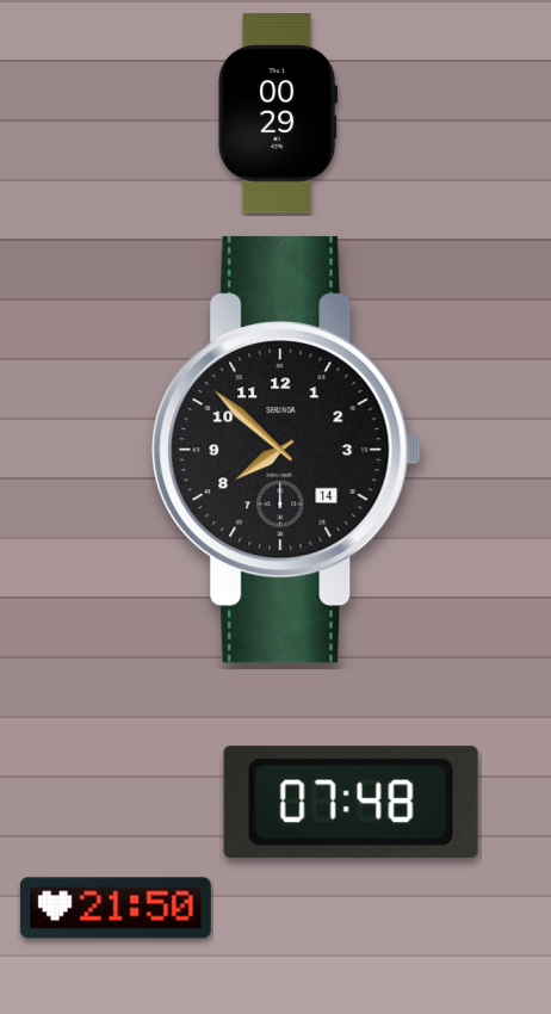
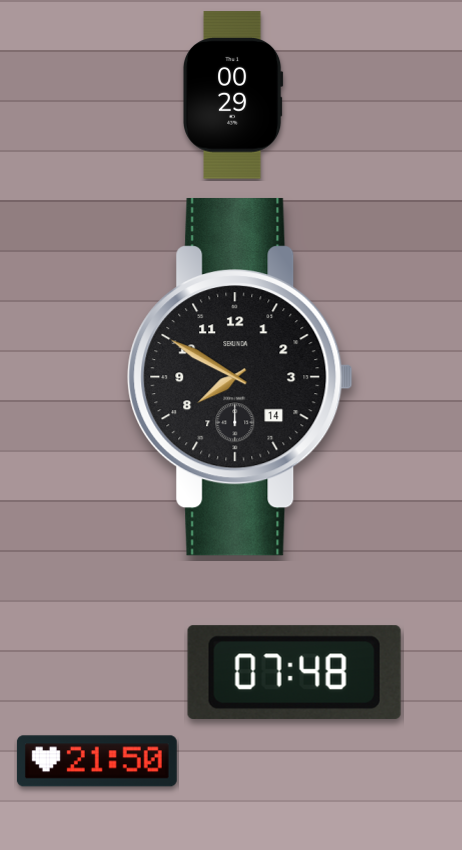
clock at (286, 450): 7:52 -> 7:50
